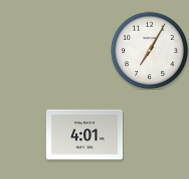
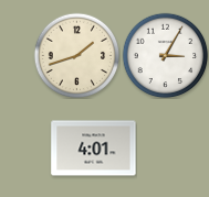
clock at (76, 55): none -> 1:42
clock at (149, 50): 7:05 -> 3:05
